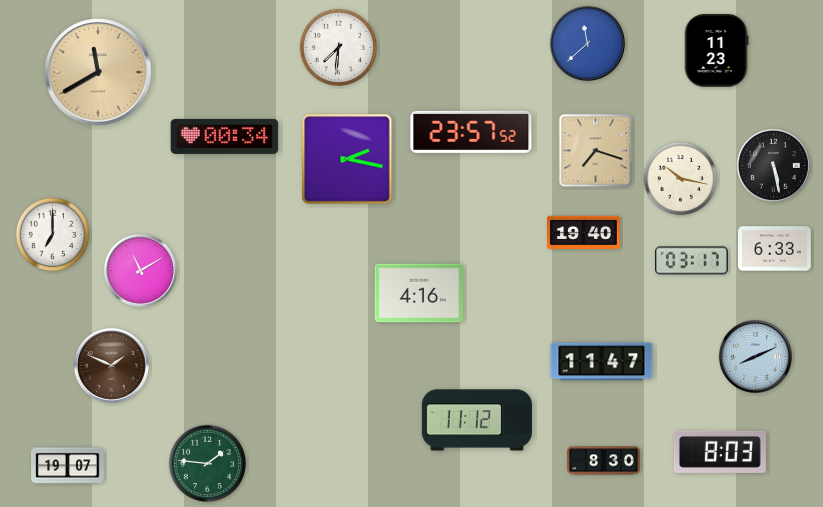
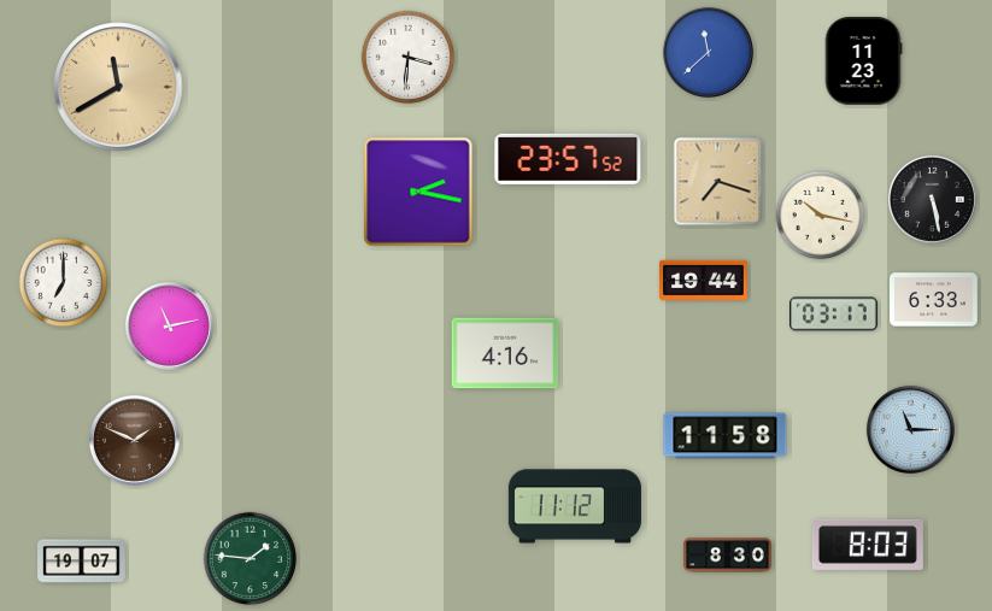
clock at (339, 48): 7:31 -> 3:31
clock at (225, 136): 00:34 -> none
clock at (584, 233): 19:40 -> 19:44
clock at (140, 270): 11:10 -> 11:13
clock at (755, 356): 8:11 -> 11:15
clock at (602, 362): 11:47 -> 11:58
